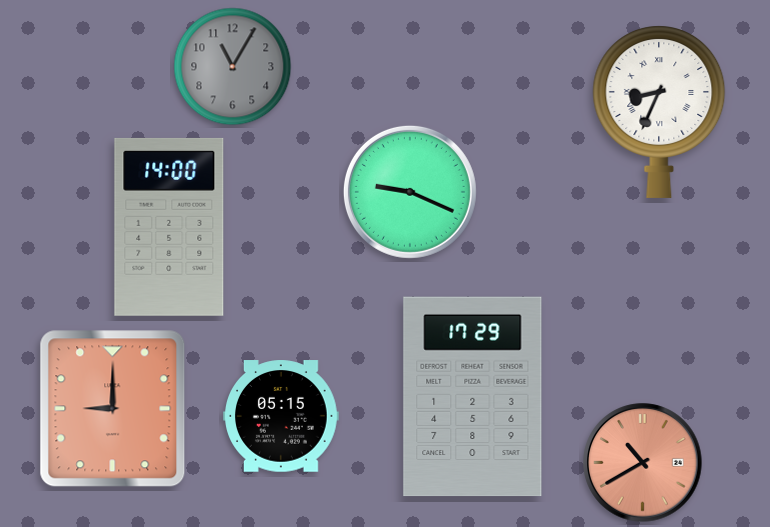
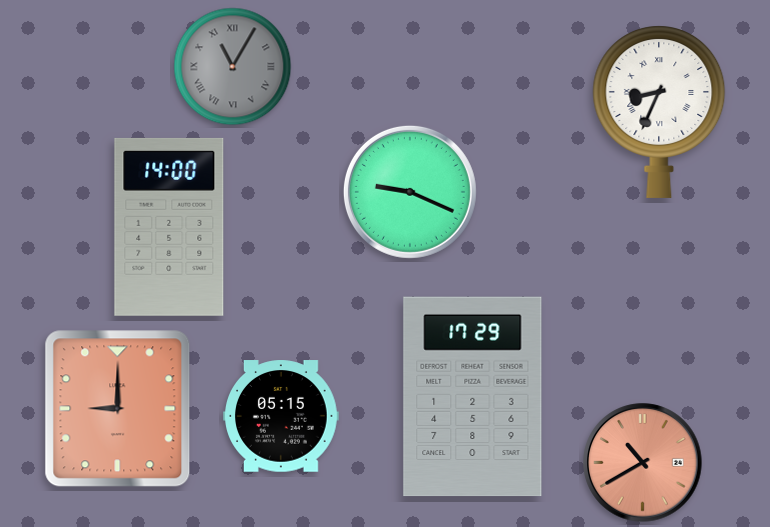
clock at (233, 67) numerals: Arabic -> Roman
clock at (113, 409) position: (113, 409) -> (118, 409)
